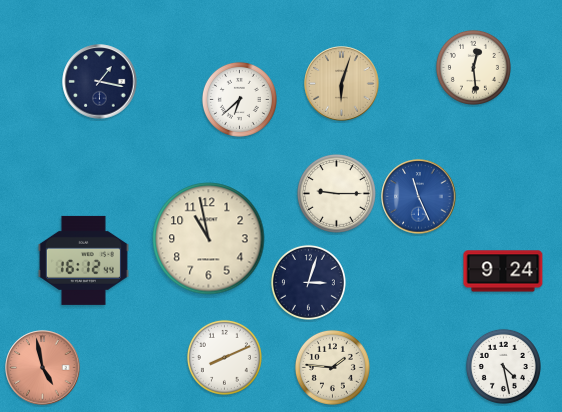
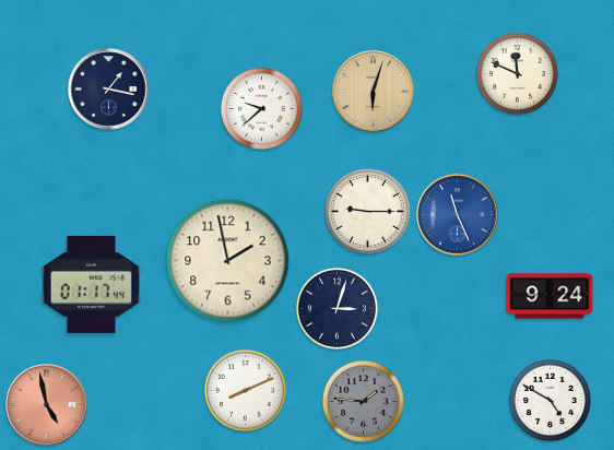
clock at (473, 67): 12:29 -> 11:49
clock at (239, 99): 6:38 -> 9:38
clock at (209, 239): 10:58 -> 1:58
clock at (83, 260): 16:12 -> 01:17
clock at (503, 366): 4:28 -> 4:50
clock at (332, 367) dial: cream -> grey
clock at (43, 368) position: (43, 368) -> (47, 405)
